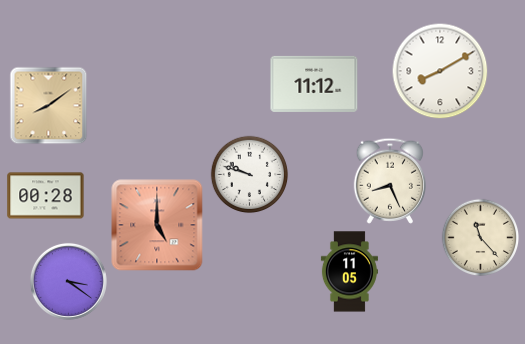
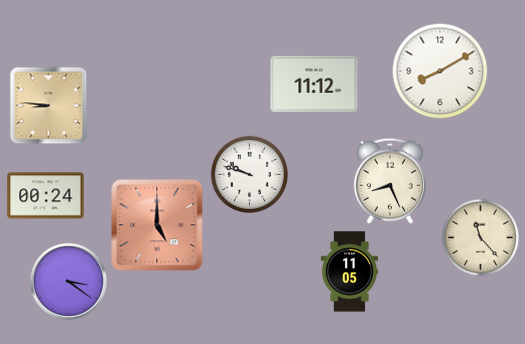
clock at (48, 105): 8:09 -> 8:46
clock at (46, 196): 00:28 -> 00:24
